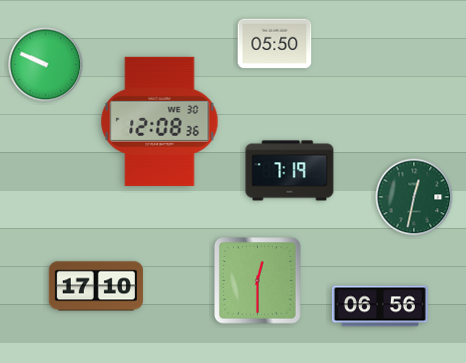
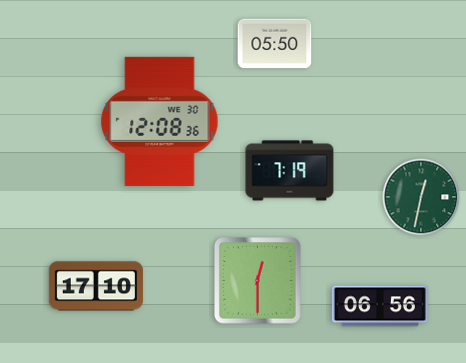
clock at (46, 65): 9:49 -> none
clock at (414, 197) position: (414, 197) -> (421, 197)
